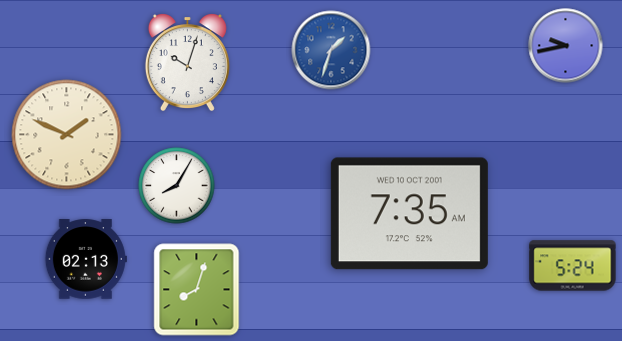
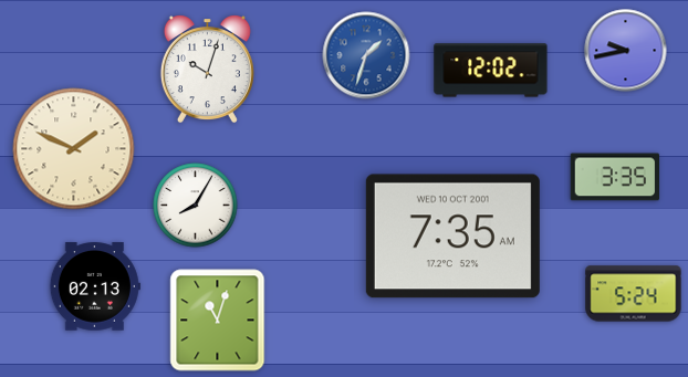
clock at (491, 71): none -> 12:02
clock at (614, 177): none -> 3:35
clock at (197, 290): 8:03 -> 11:03
